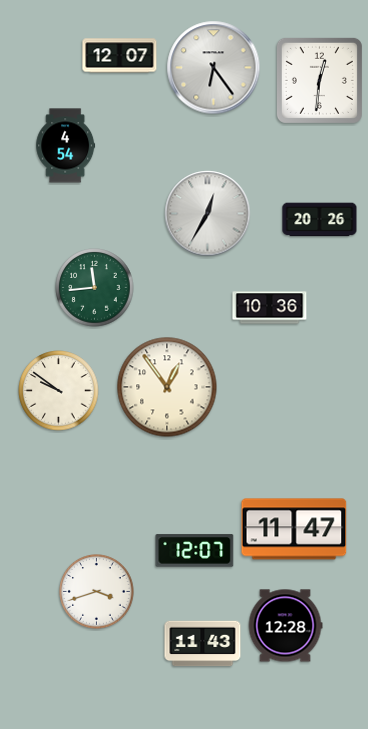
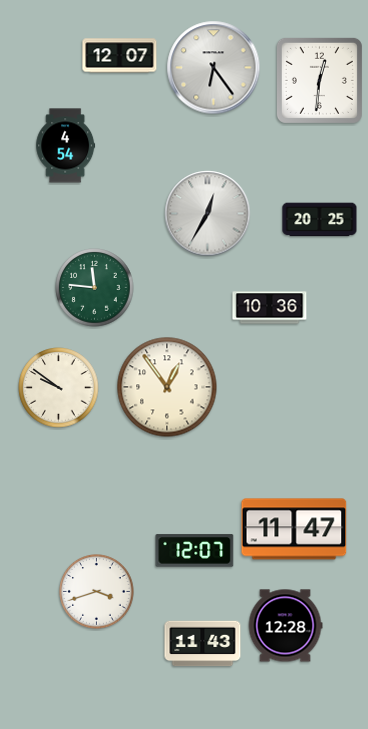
clock at (320, 220): 20:26 -> 20:25
clock at (95, 288): 11:44 -> 11:46
clock at (59, 391) position: (59, 391) -> (59, 388)
